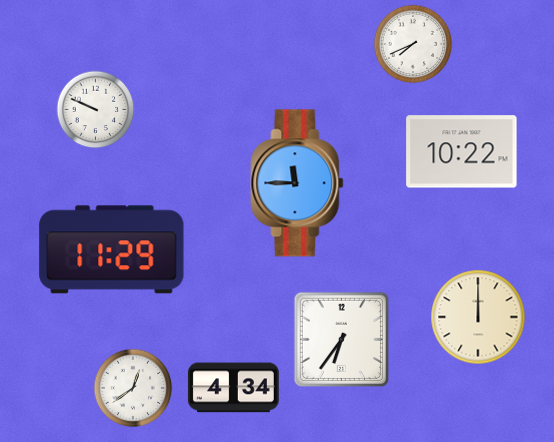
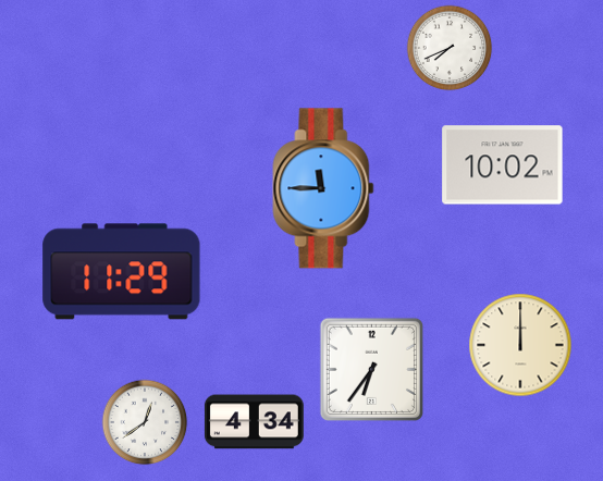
clock at (96, 110): 9:49 -> none
clock at (462, 152): 10:22 -> 10:02
clock at (297, 183) position: (297, 183) -> (323, 188)
